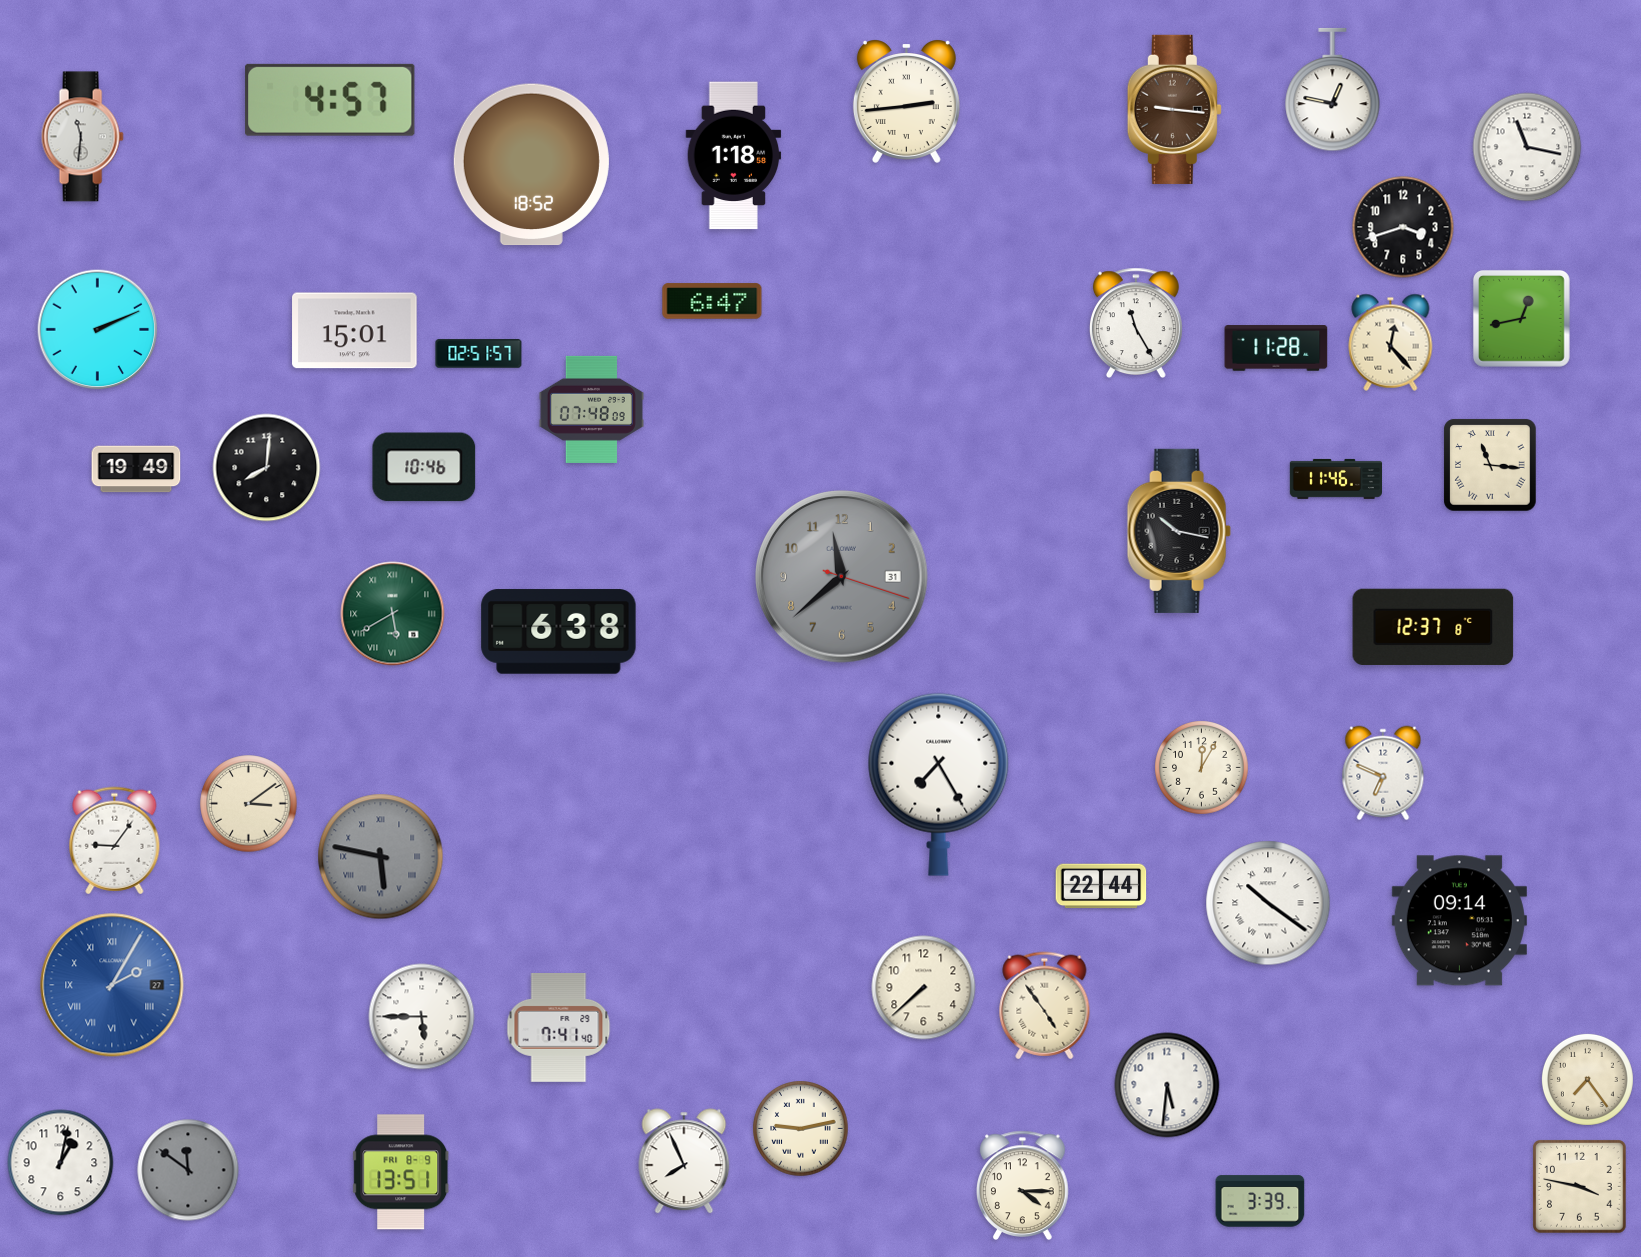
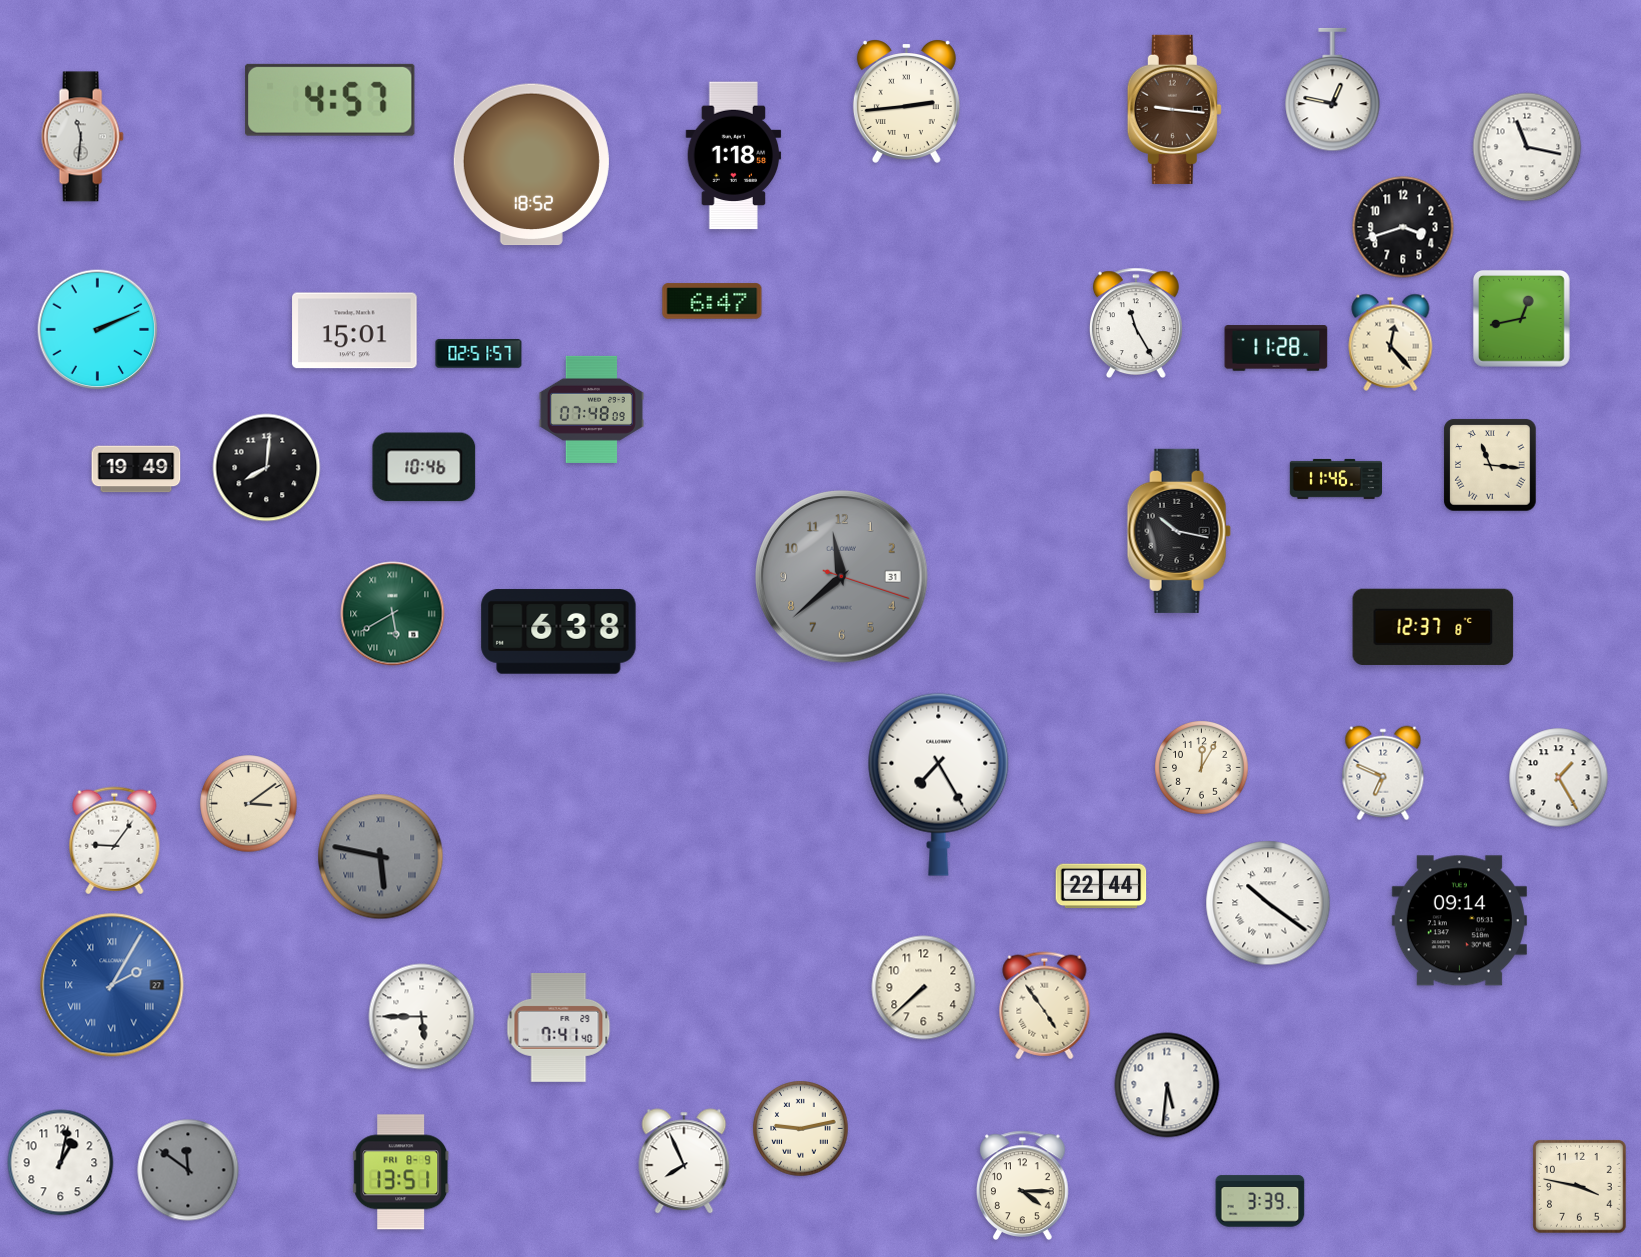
clock at (1559, 778): none -> 1:25
clock at (1587, 1079): 7:24 -> none
